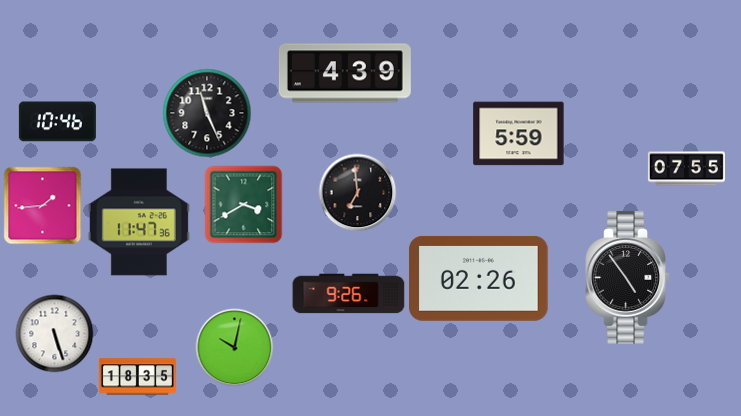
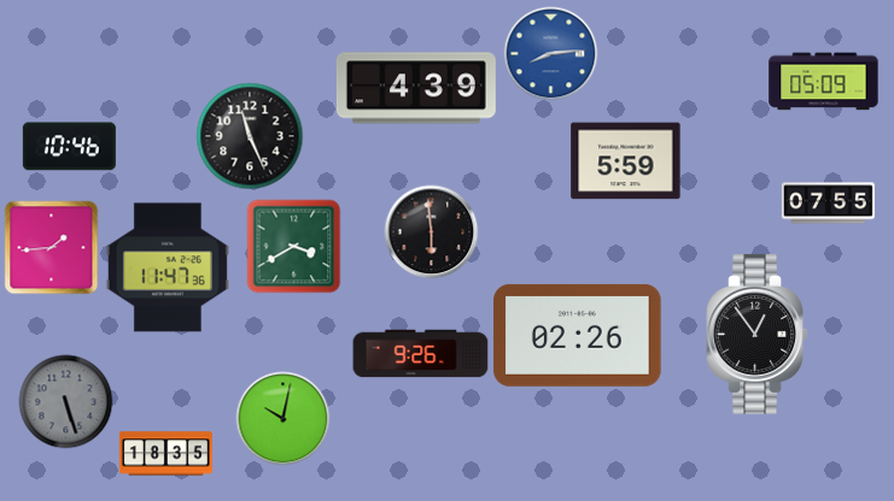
clock at (550, 53): none -> 8:14
clock at (824, 82): none -> 05:09
clock at (357, 192): 6:59 -> 5:59
clock at (627, 277): 4:54 -> 12:54
clock at (54, 333) dial: white -> grey
